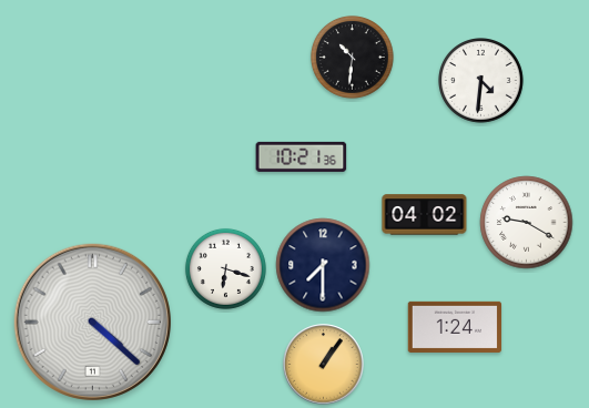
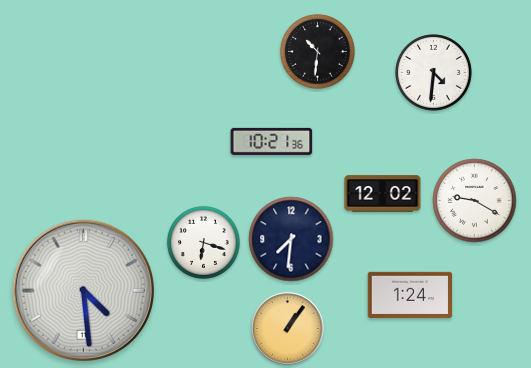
clock at (425, 215): 04:02 -> 12:02
clock at (323, 265): 7:30 -> 7:31
clock at (92, 322): 4:22 -> 4:29
clock at (324, 365) position: (324, 365) -> (288, 329)
